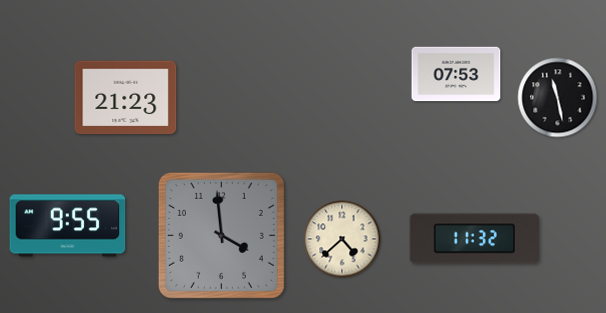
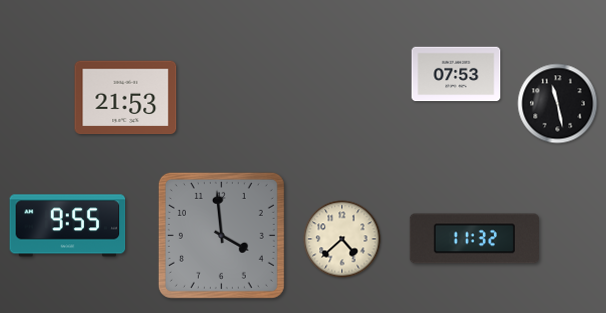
clock at (126, 98): 21:23 -> 21:53
clock at (558, 98) position: (558, 98) -> (558, 104)
